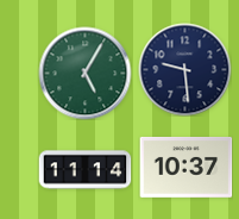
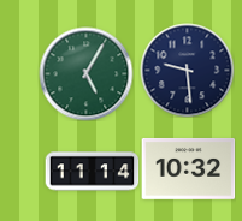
clock at (185, 167): 10:37 -> 10:32
clock at (84, 170) position: (84, 170) -> (92, 172)
